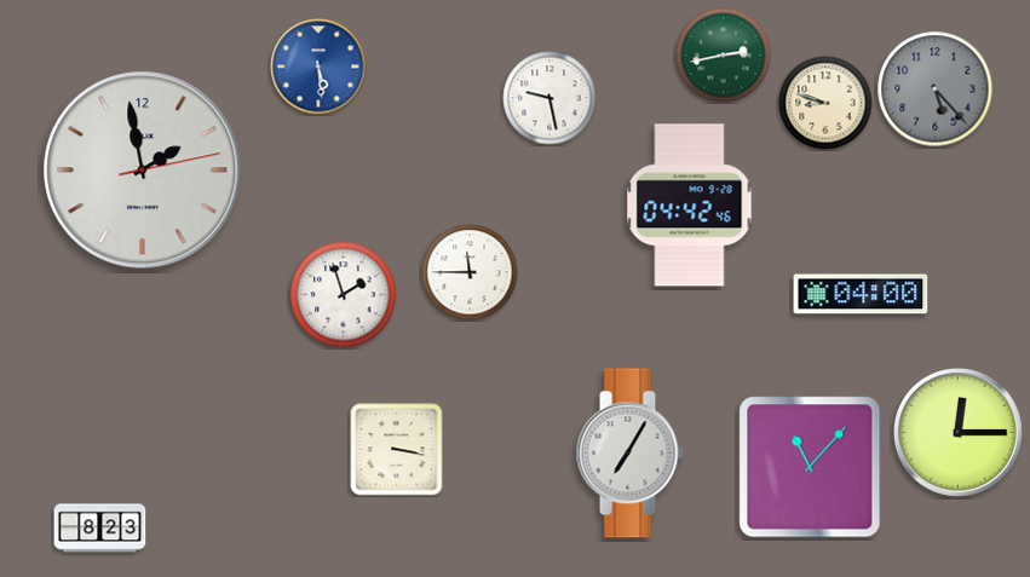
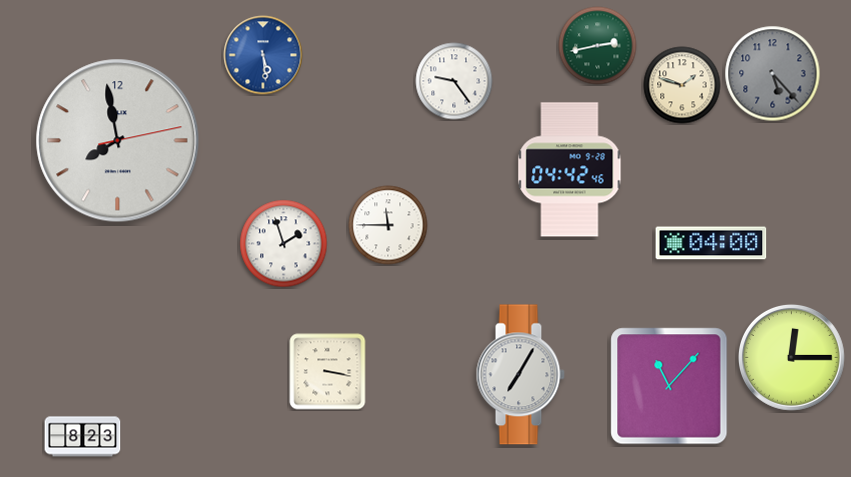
clock at (549, 98): 9:28 -> 9:24
clock at (825, 103): 8:48 -> 1:48
clock at (143, 171): 1:58 -> 7:58
